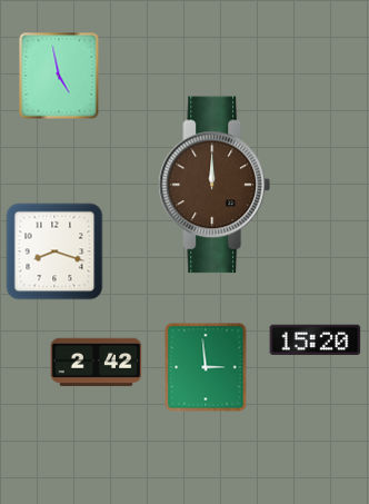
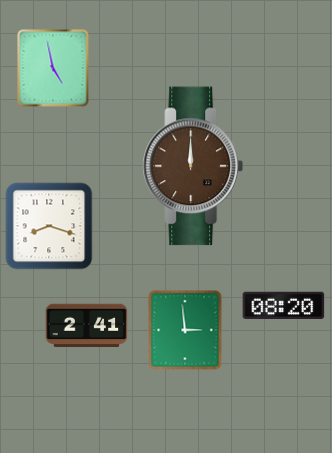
clock at (316, 340): 15:20 -> 08:20
clock at (97, 363): 2:42 -> 2:41
